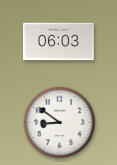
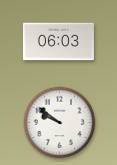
clock at (60, 123): 8:51 -> 9:51
